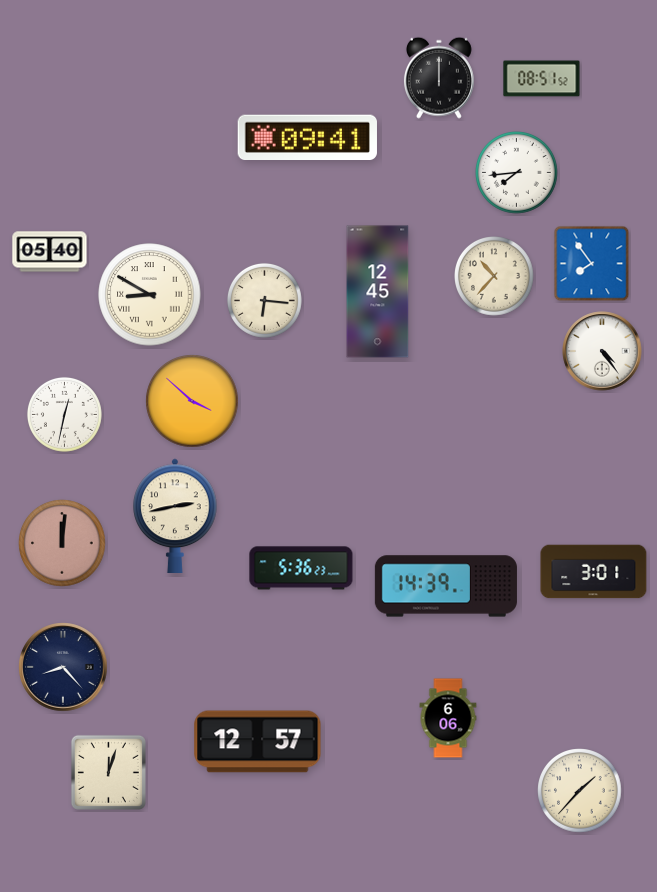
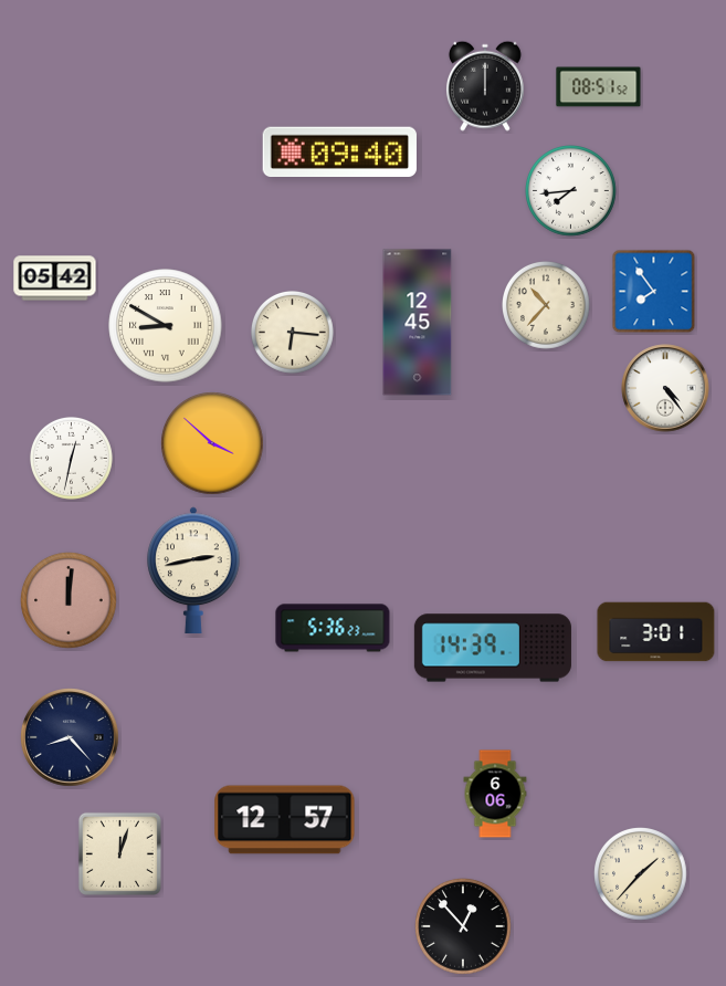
clock at (307, 137): 09:41 -> 09:40
clock at (50, 252): 05:40 -> 05:42
clock at (463, 926): none -> 12:53
